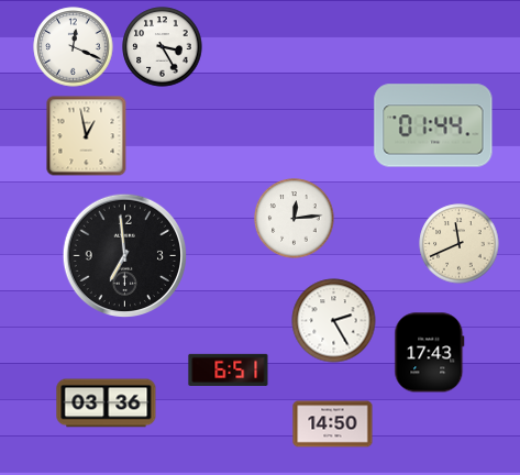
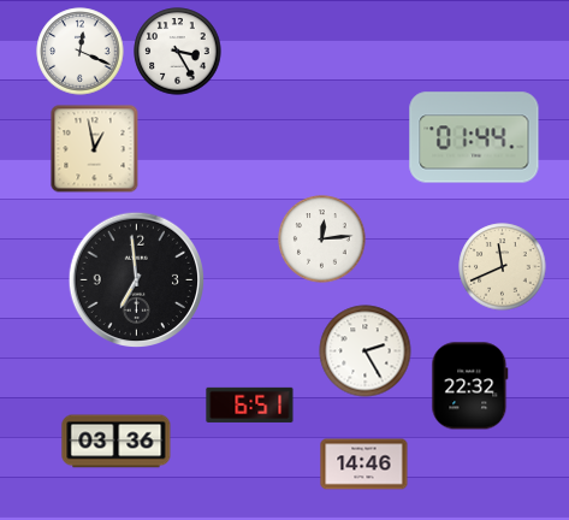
clock at (430, 353): 17:43 -> 22:32
clock at (333, 424): 14:50 -> 14:46
